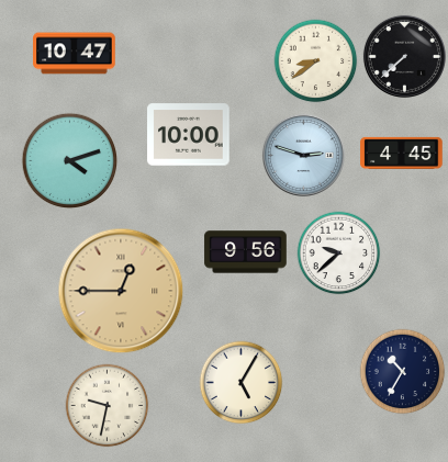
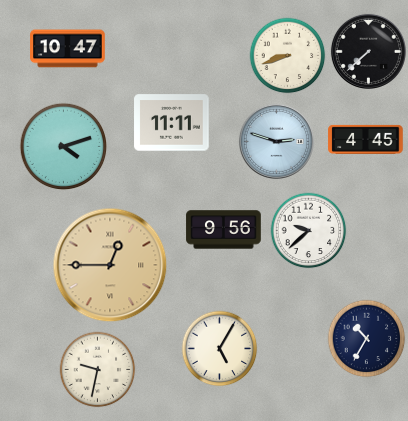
clock at (316, 61): 8:39 -> 8:42
clock at (189, 135): 10:00 -> 11:11
